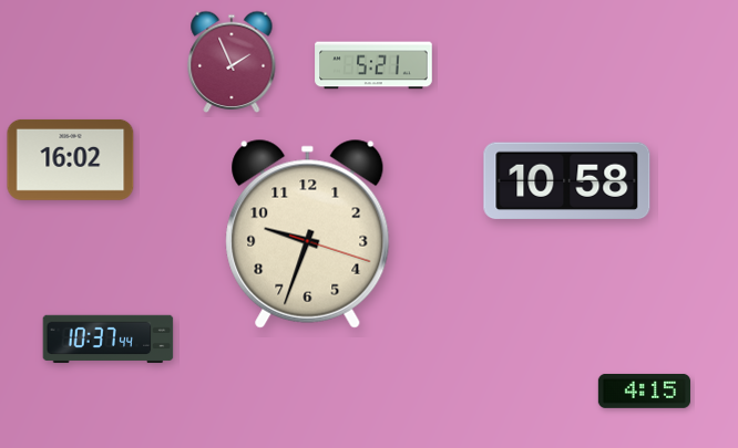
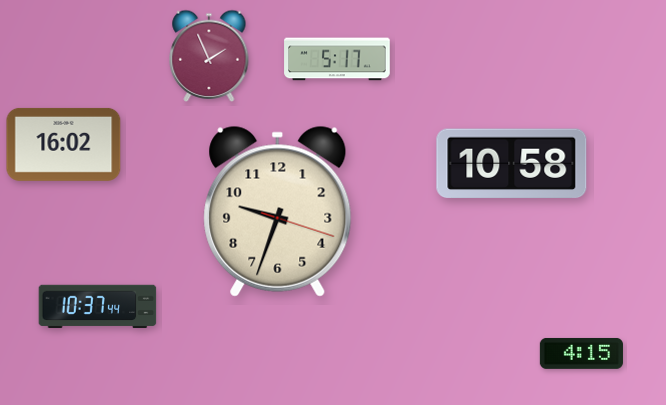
clock at (373, 65): 5:21 -> 5:17
